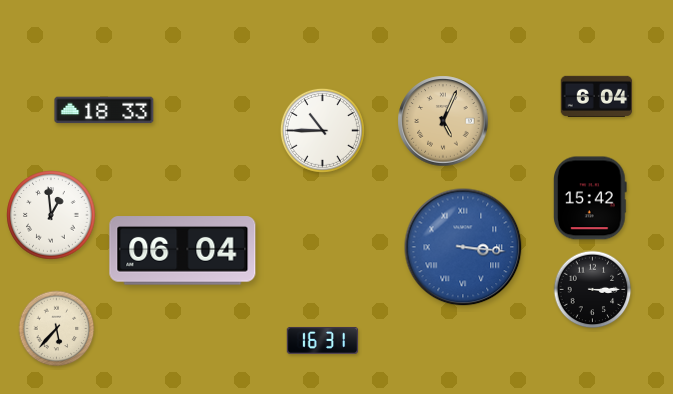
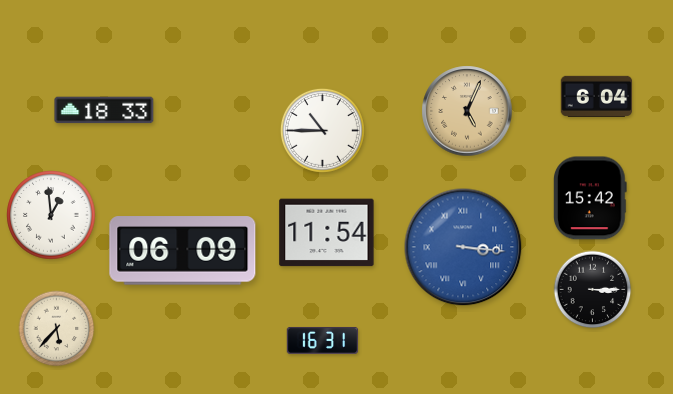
clock at (443, 121) position: (443, 121) -> (467, 111)
clock at (327, 233): none -> 11:54
clock at (183, 251): 06:04 -> 06:09
